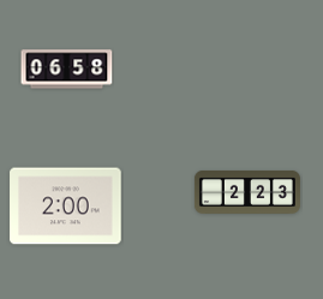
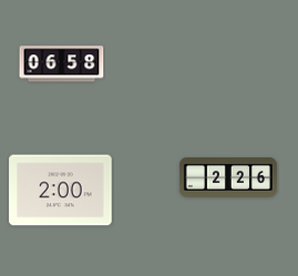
clock at (247, 192): 2:23 -> 2:26
